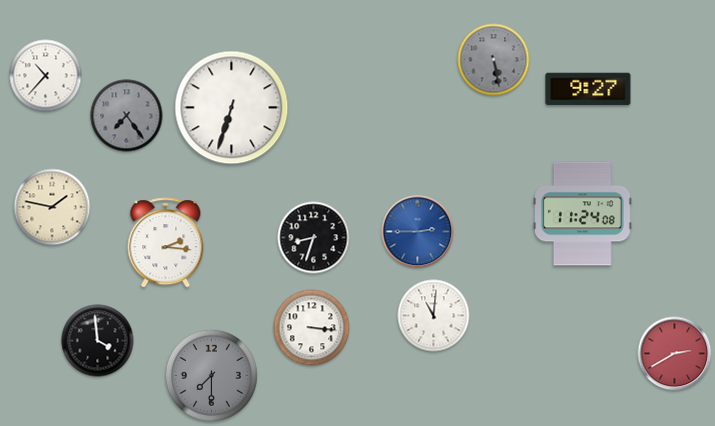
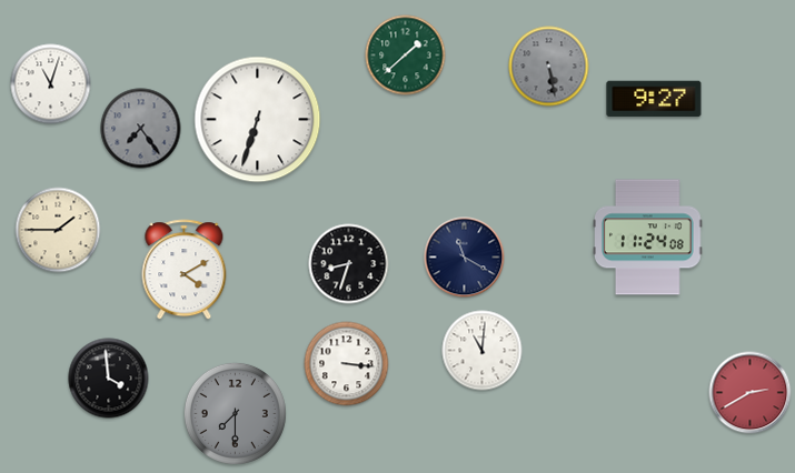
clock at (406, 56): none -> 1:38
clock at (46, 76): 10:37 -> 11:03
clock at (52, 207): 1:47 -> 1:45
clock at (418, 232): 2:45 -> 11:20
clock at (418, 232) dial: blue -> navy
clock at (166, 243): 2:16 -> 4:10
clock at (211, 375) position: (211, 375) -> (235, 413)
